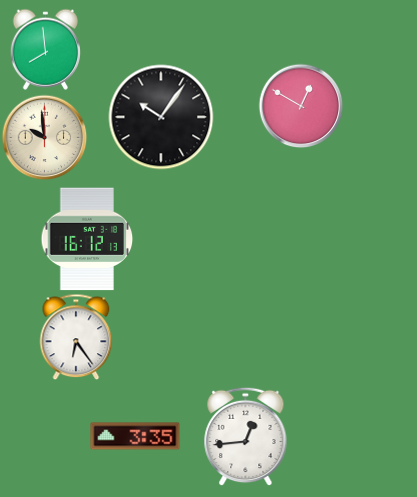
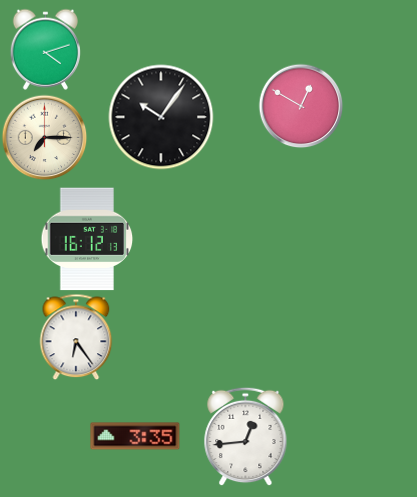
clock at (45, 49): 7:59 -> 4:12
clock at (44, 137): 9:59 -> 7:15
